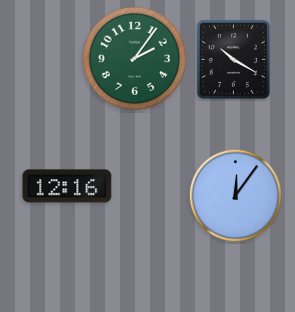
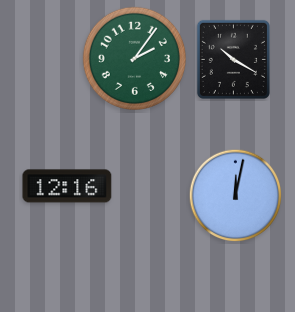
clock at (236, 196): 12:06 -> 12:02
